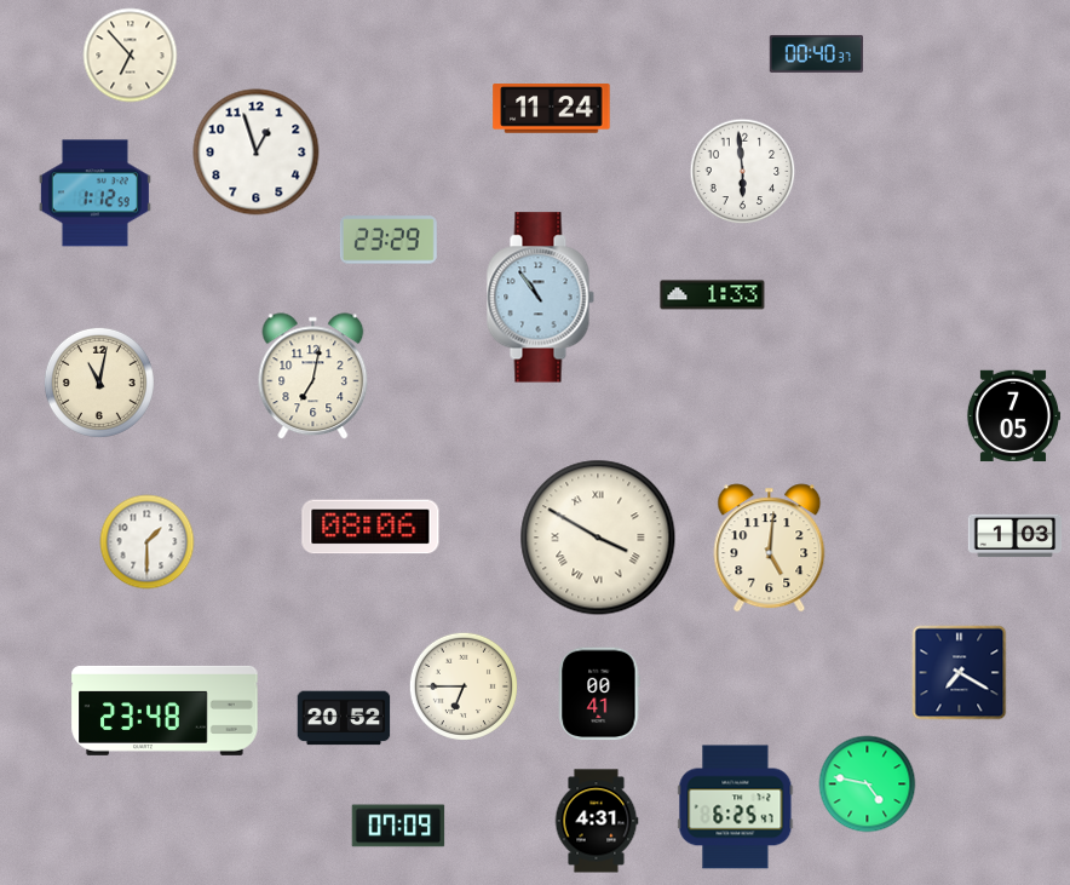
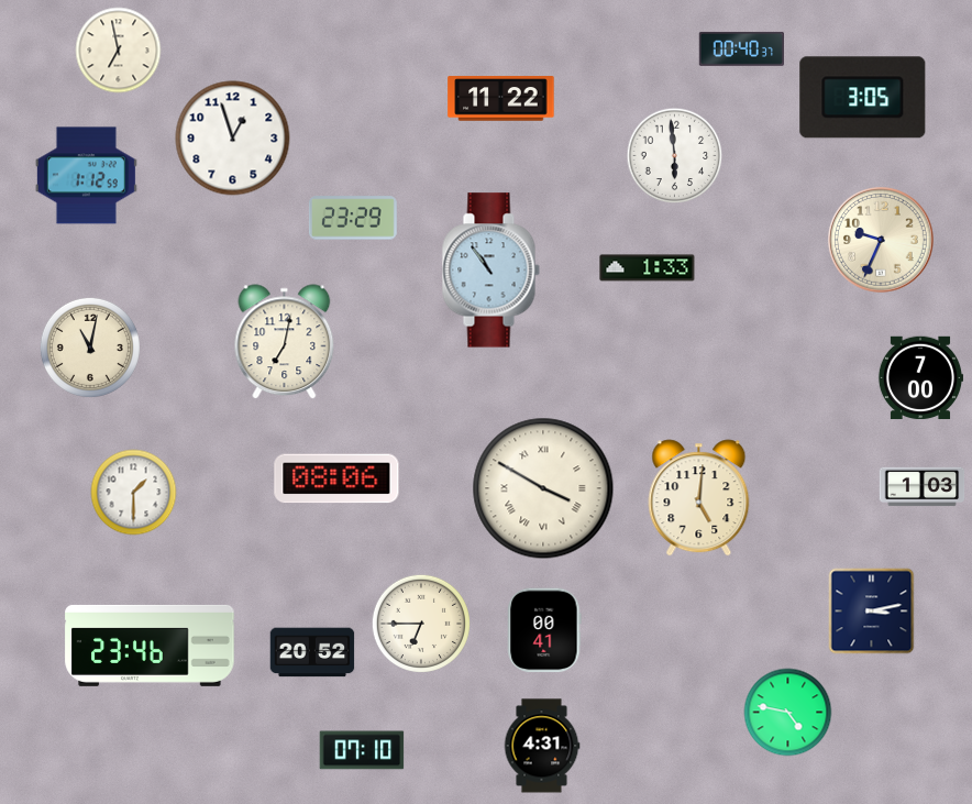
clock at (131, 56): 6:53 -> 6:58
clock at (863, 98): none -> 3:05
clock at (552, 109): 11:24 -> 11:22
clock at (882, 241): none -> 9:34
clock at (1013, 416): 7:05 -> 7:00
clock at (960, 673): 7:20 -> 3:13
clock at (165, 711): 23:48 -> 23:46
clock at (736, 808): 6:25 -> none
clock at (398, 826): 07:09 -> 07:10
